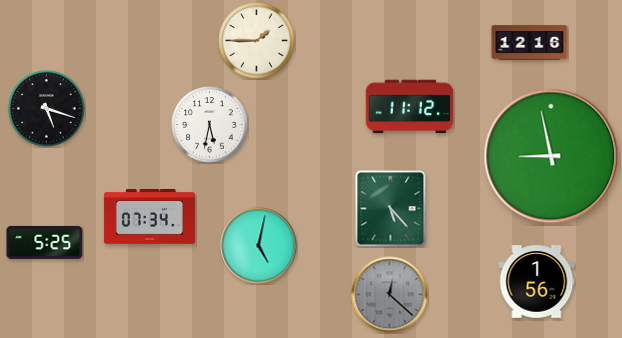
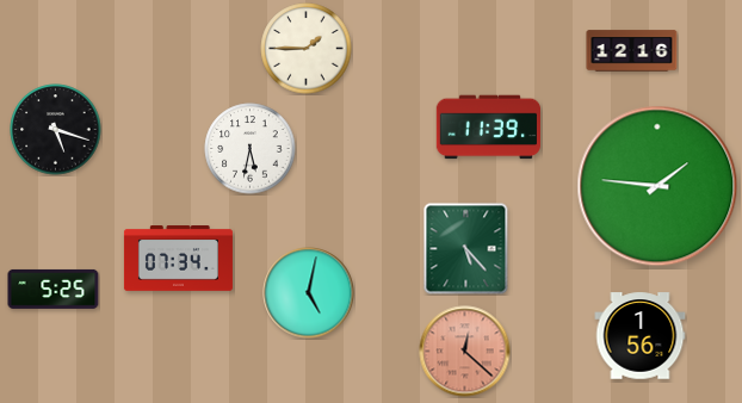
clock at (409, 107): 11:12 -> 11:39
clock at (551, 156): 8:58 -> 1:46
clock at (390, 295) dial: grey -> salmon
